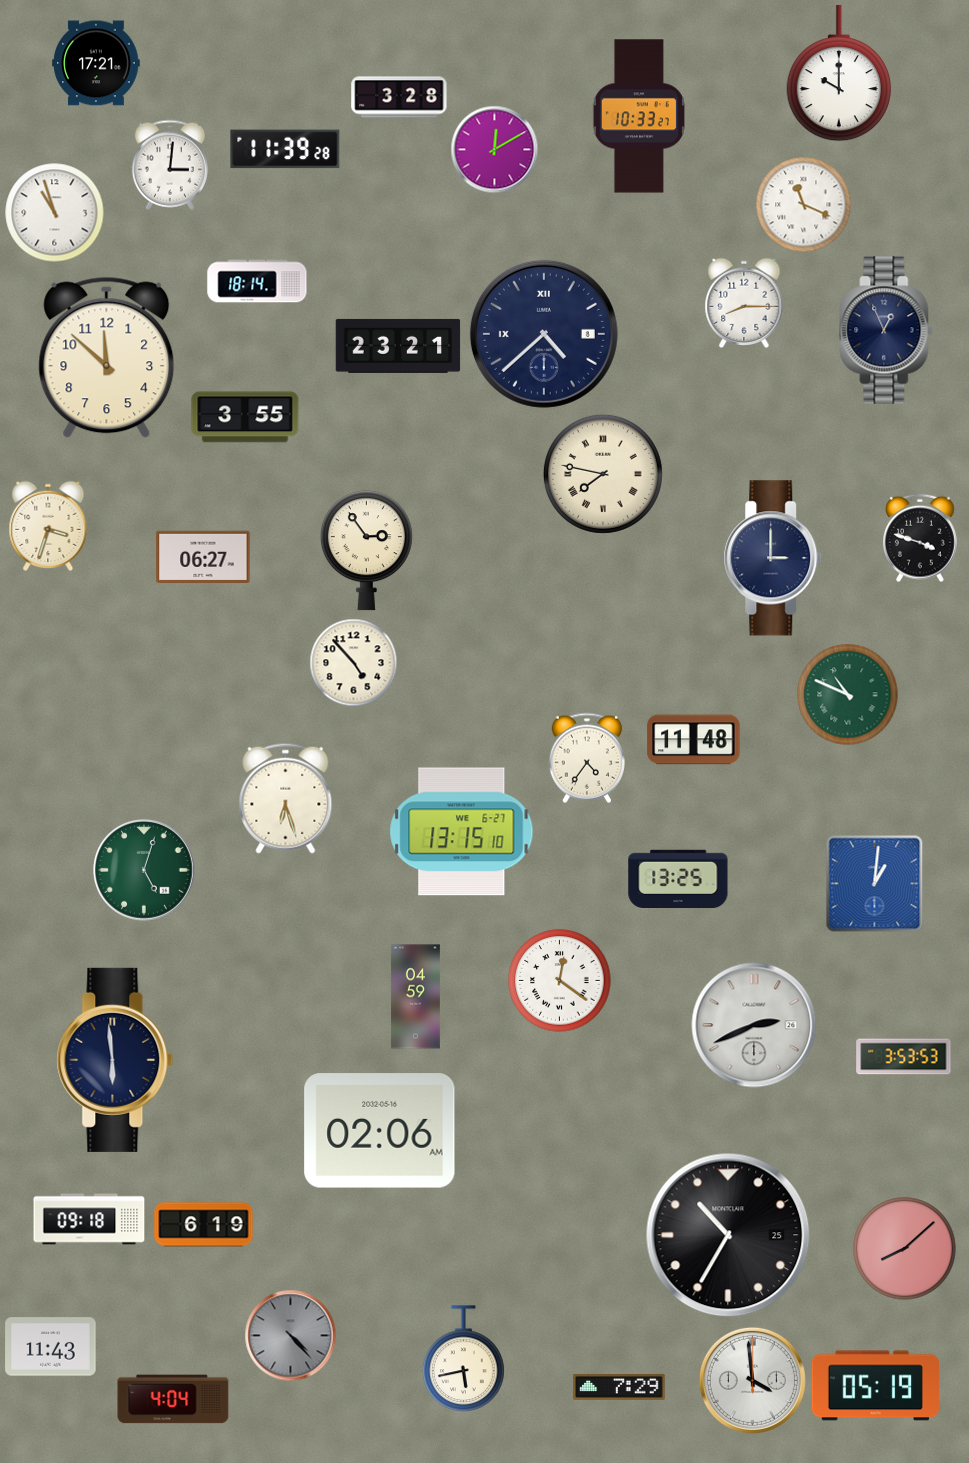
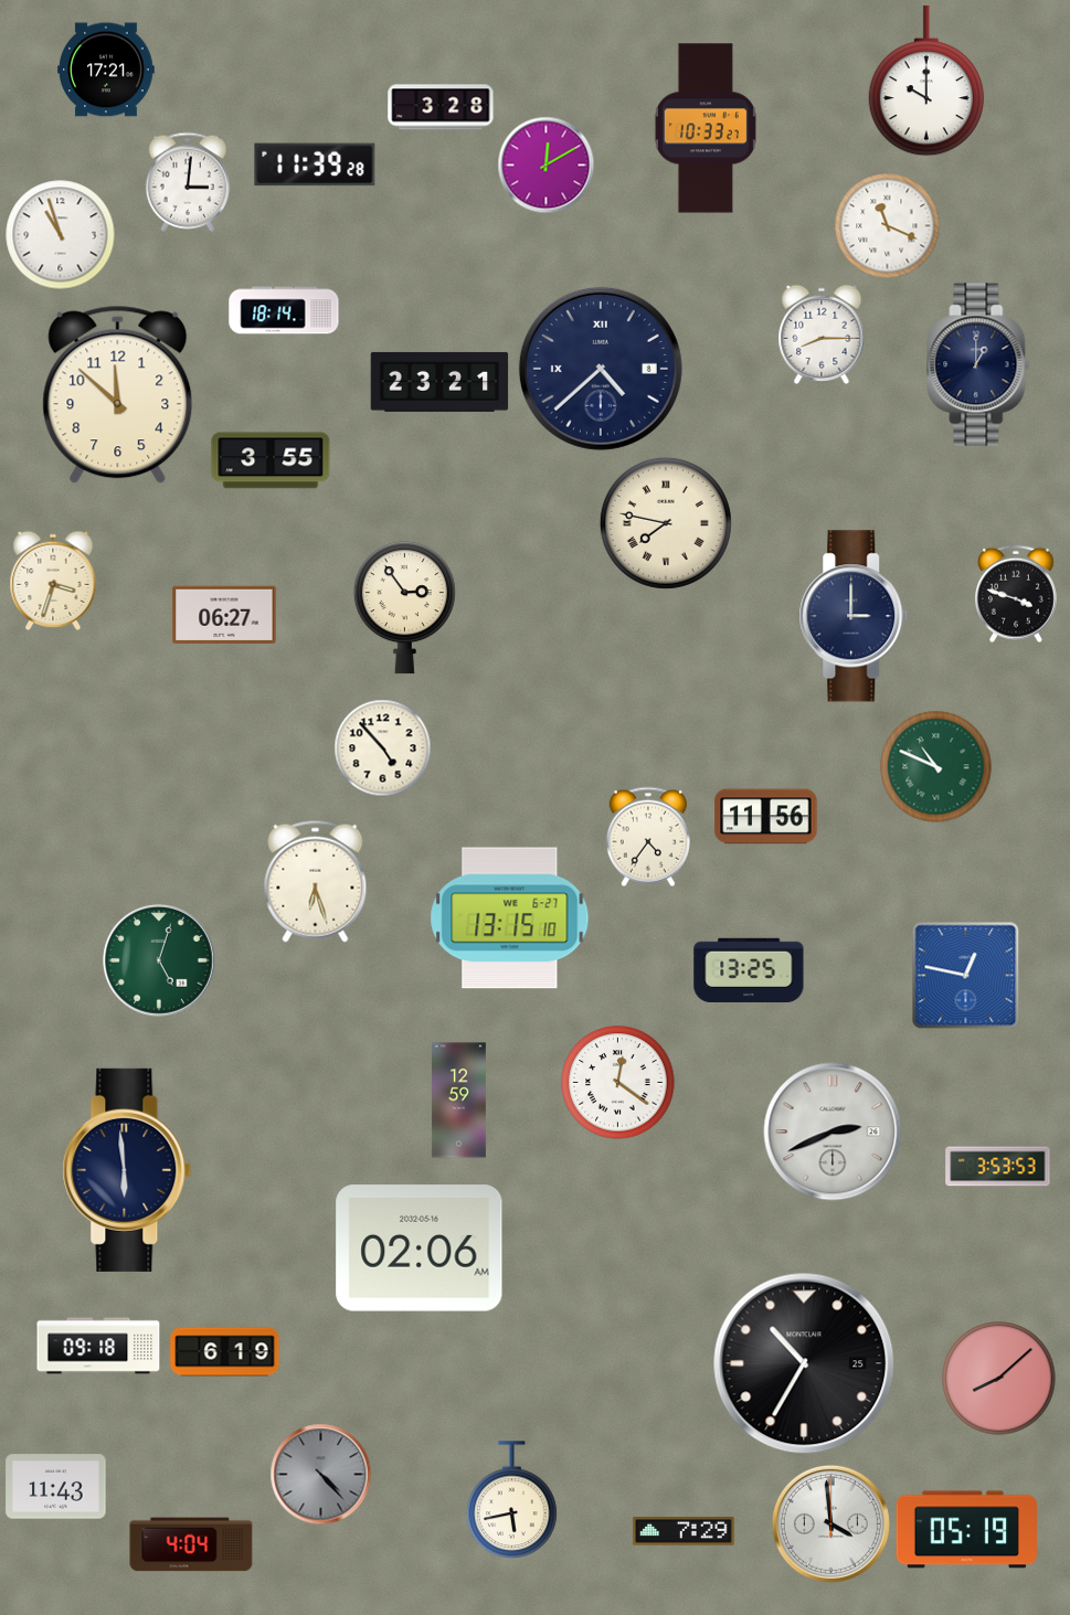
clock at (886, 330): 12:56 -> 1:00
clock at (353, 662) position: (353, 662) -> (382, 747)
clock at (694, 740): 11:48 -> 11:56
clock at (874, 883): 1:01 -> 12:47
clock at (416, 997): 04:59 -> 12:59
